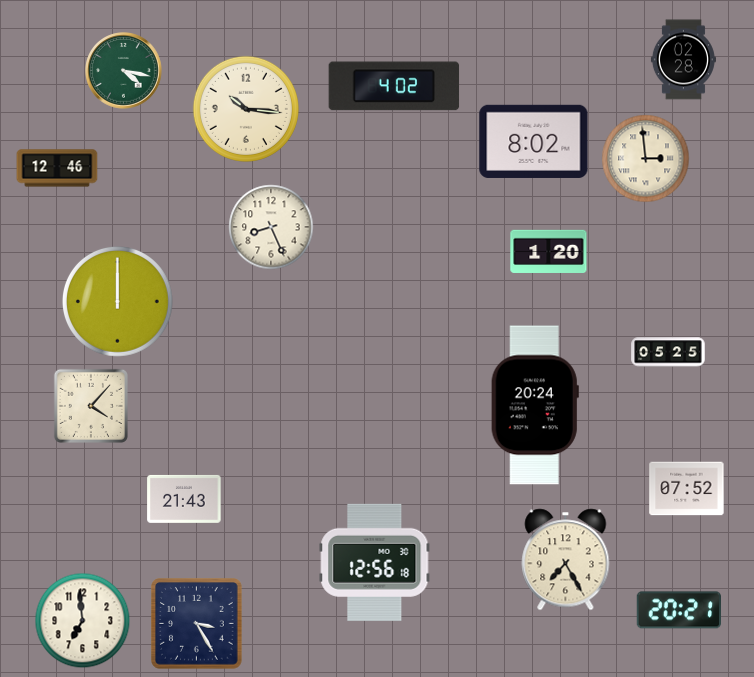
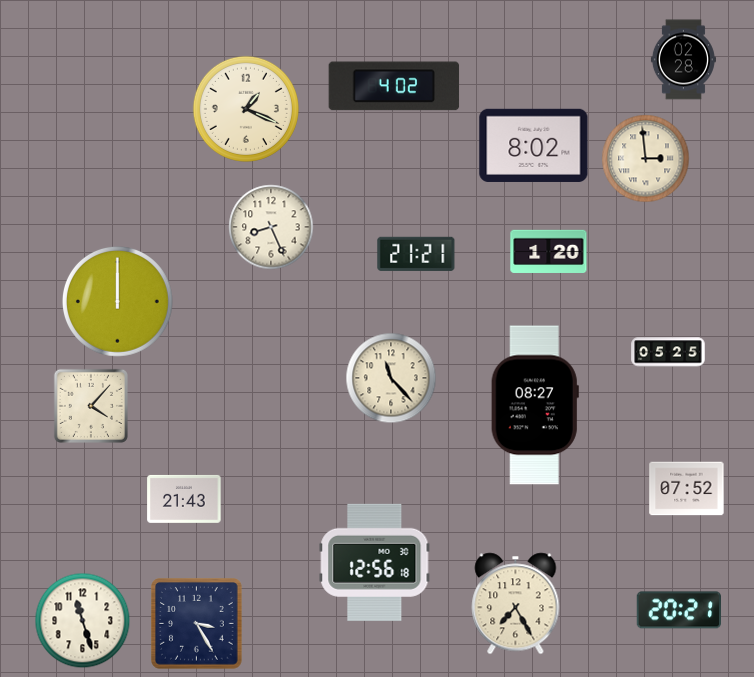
clock at (124, 71): 4:17 -> none
clock at (246, 109): 10:16 -> 1:19
clock at (534, 141) position: (534, 141) -> (534, 145)
clock at (57, 168): 12:46 -> none
clock at (416, 254): none -> 21:21
clock at (391, 378): none -> 11:23
clock at (535, 405): 20:24 -> 08:27
clock at (566, 560) position: (566, 560) -> (516, 604)
clock at (83, 621): 6:59 -> 11:27
